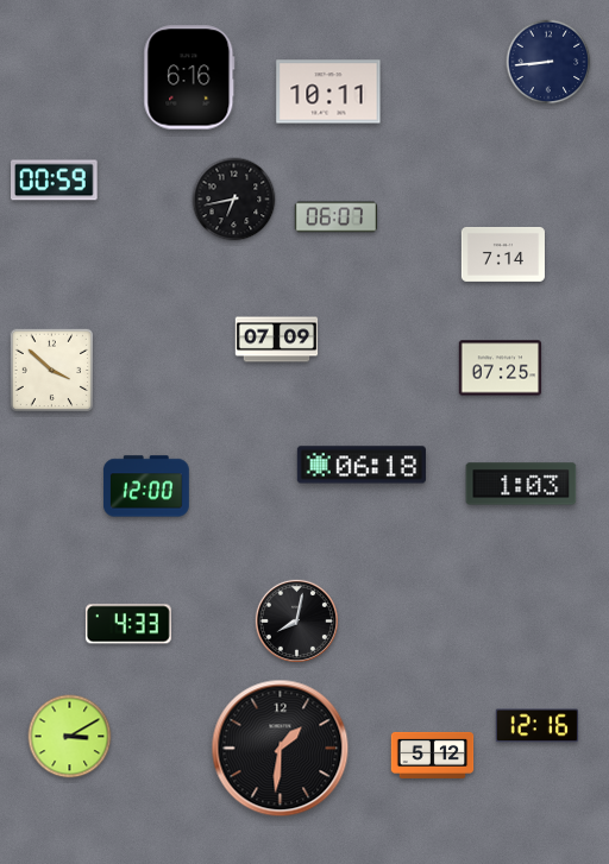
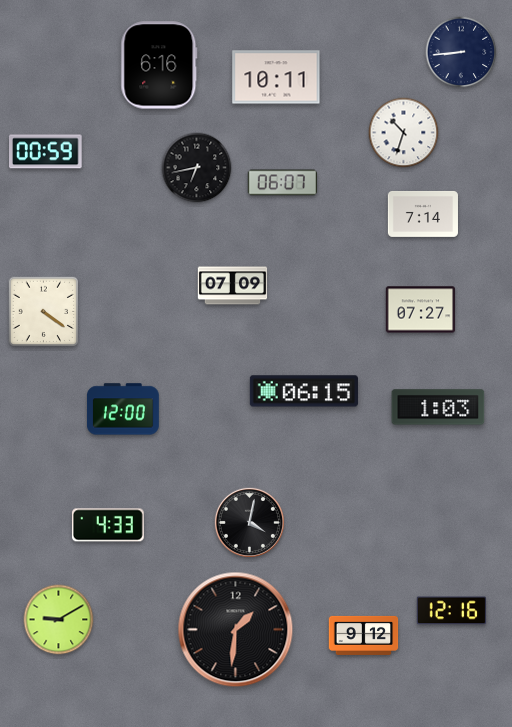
clock at (404, 133): none -> 10:33
clock at (501, 368): 07:25 -> 07:27
clock at (52, 371): 3:52 -> 4:21
clock at (362, 465): 06:18 -> 06:15
clock at (296, 620): 8:02 -> 4:02
clock at (70, 737): 3:10 -> 9:10
clock at (433, 755): 5:12 -> 9:12
